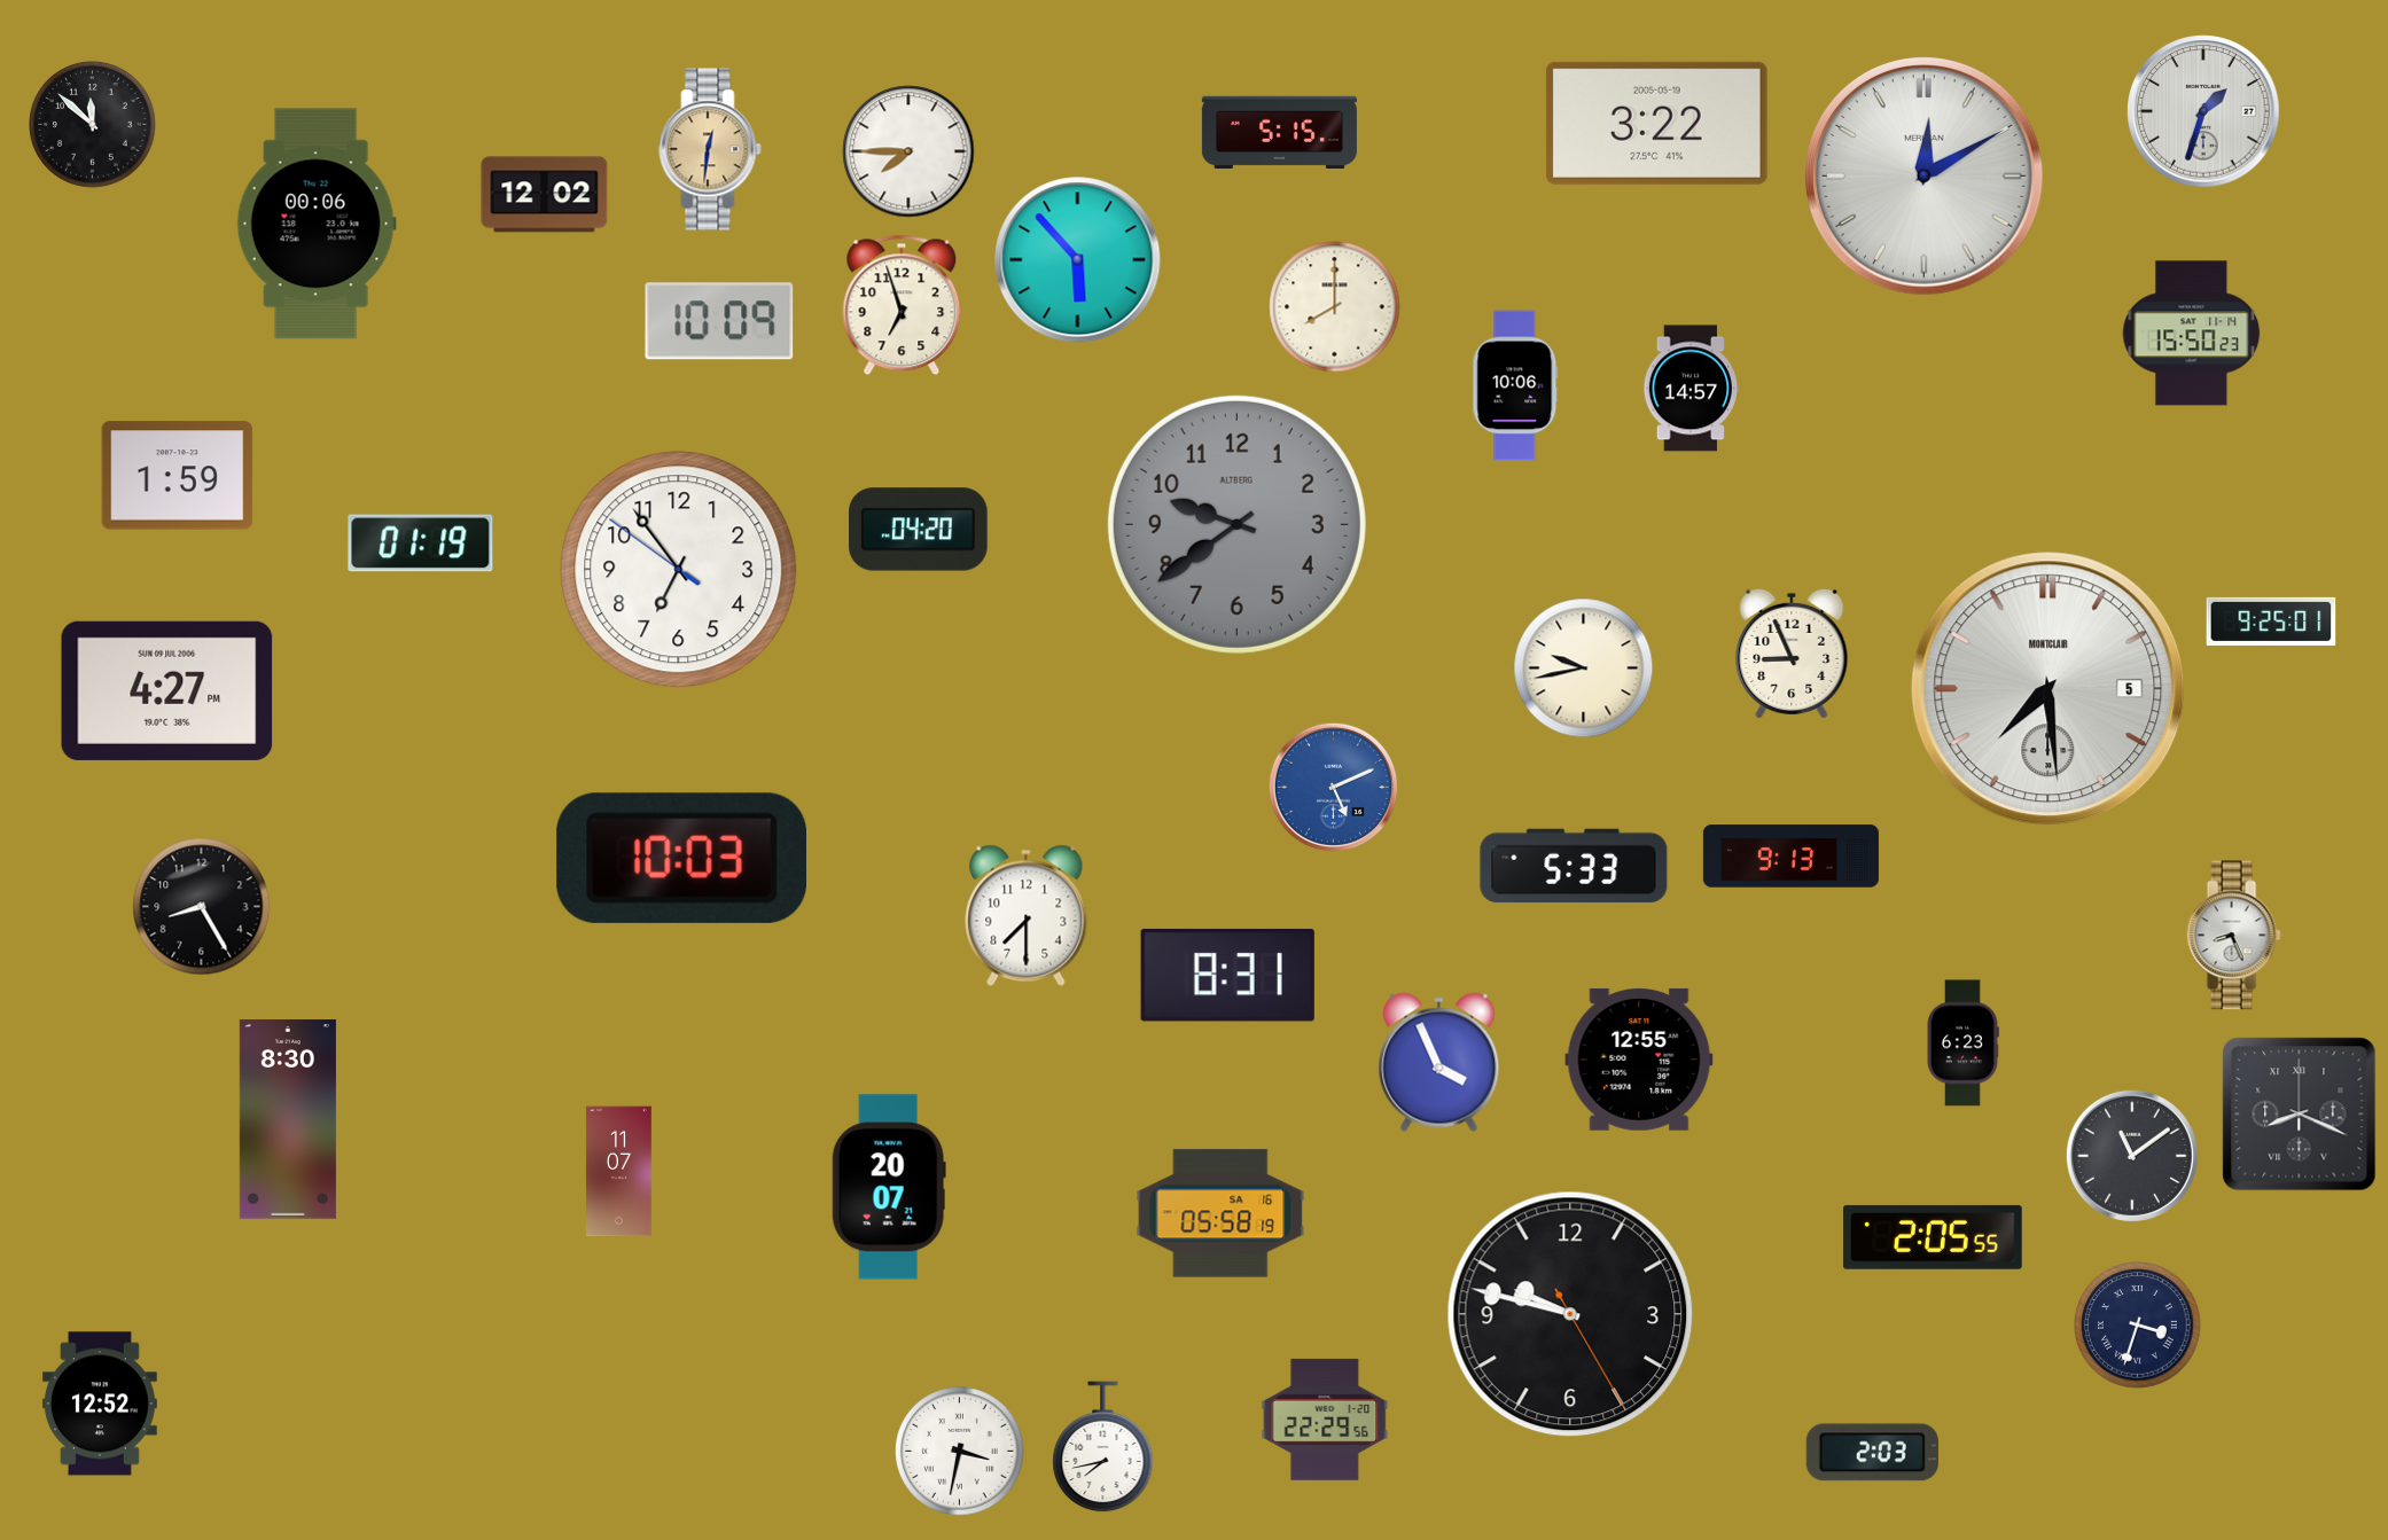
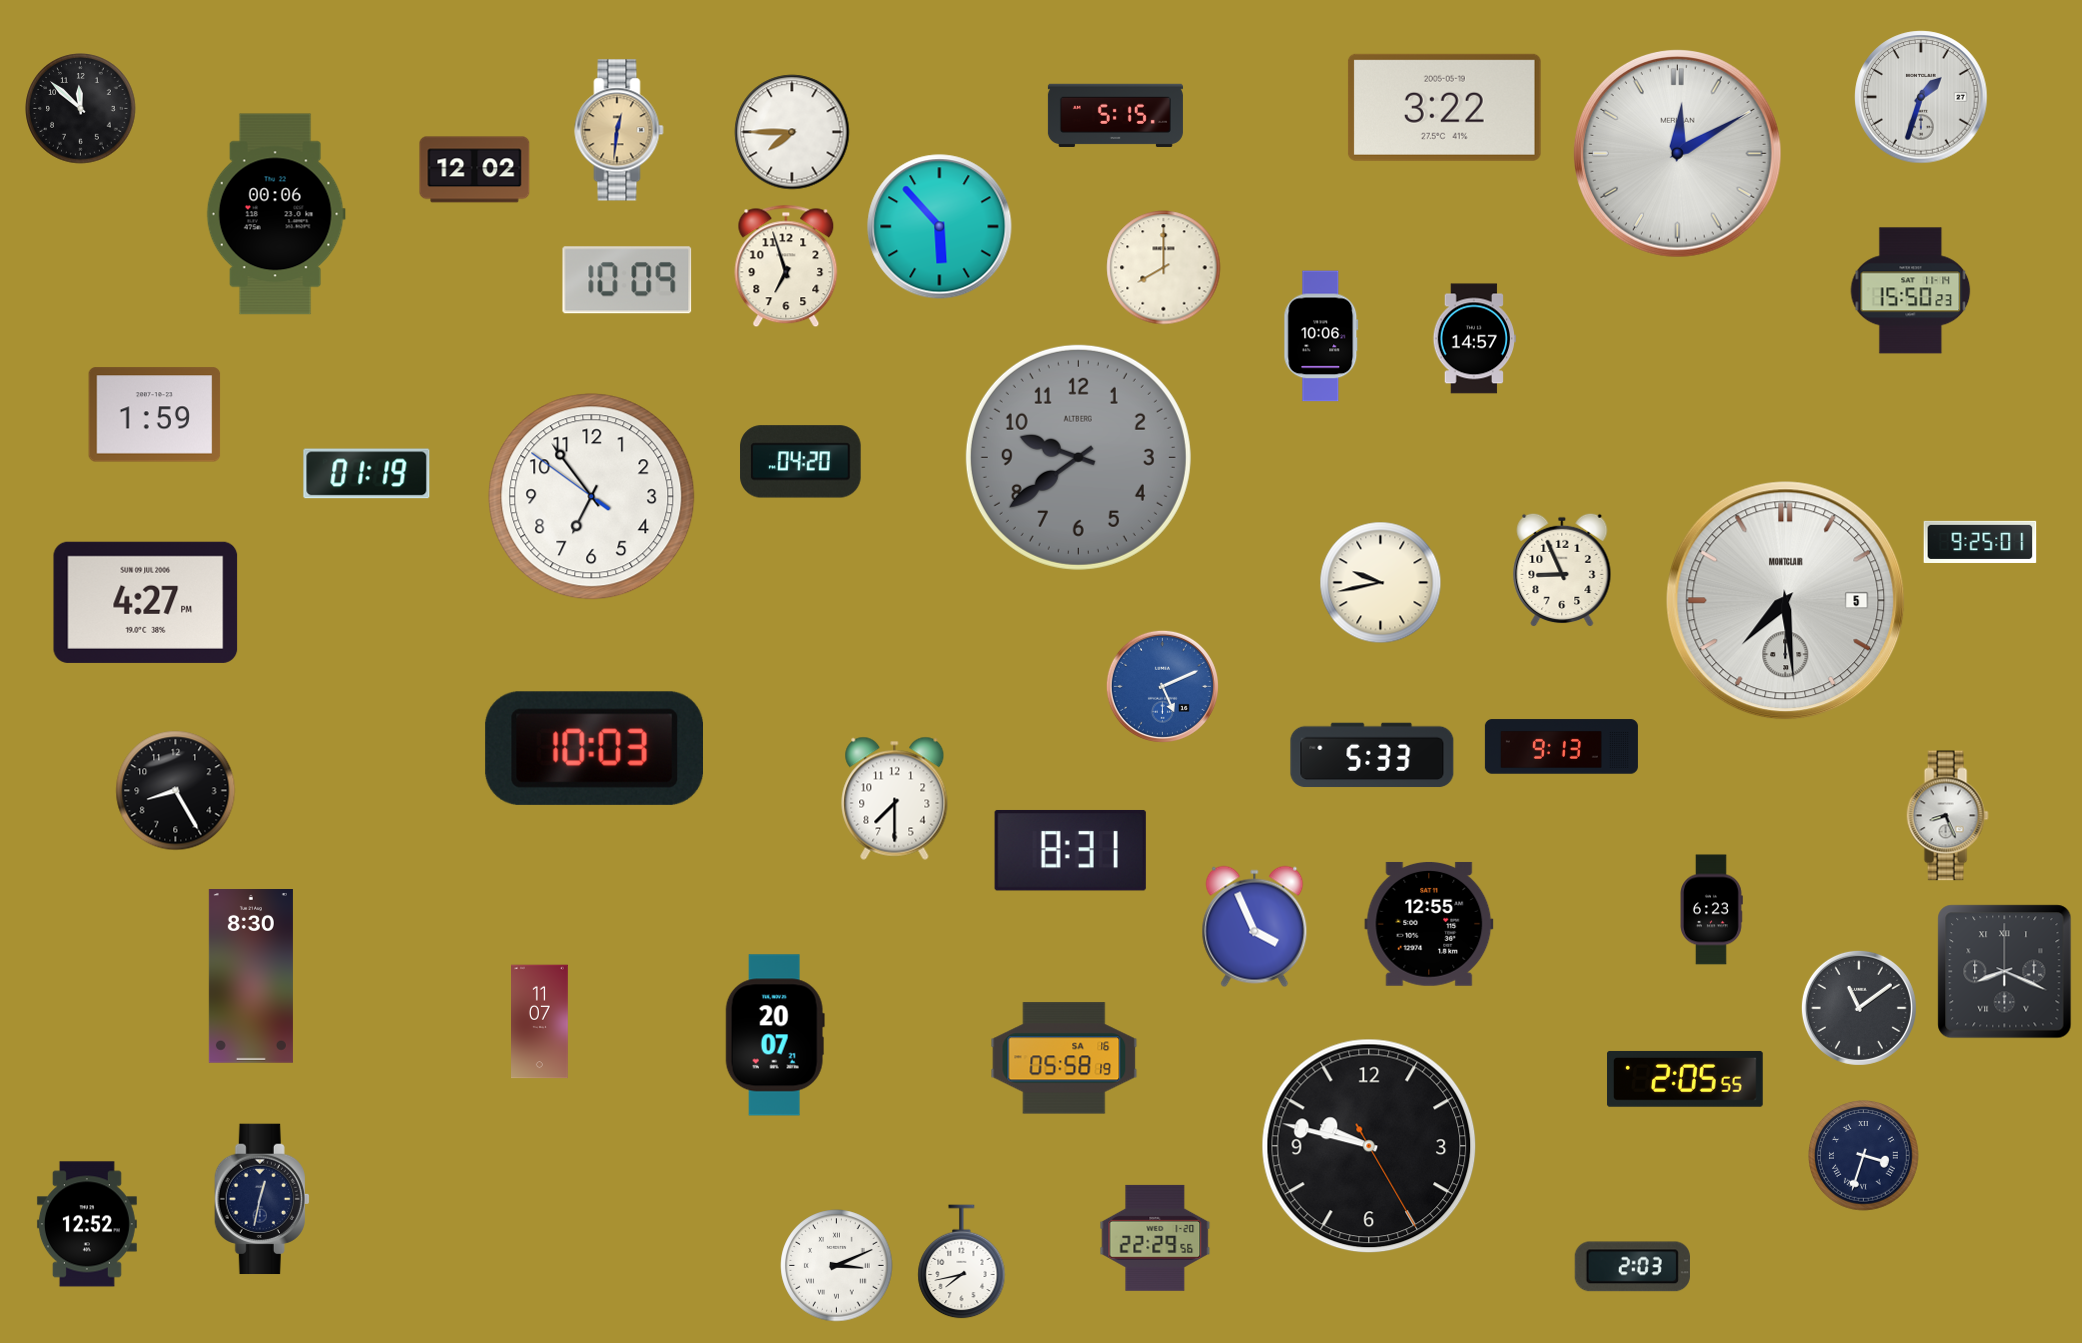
clock at (317, 224) position: (317, 224) -> (276, 214)
clock at (262, 1199): none -> 12:32
clock at (960, 1452): 3:32 -> 3:11
